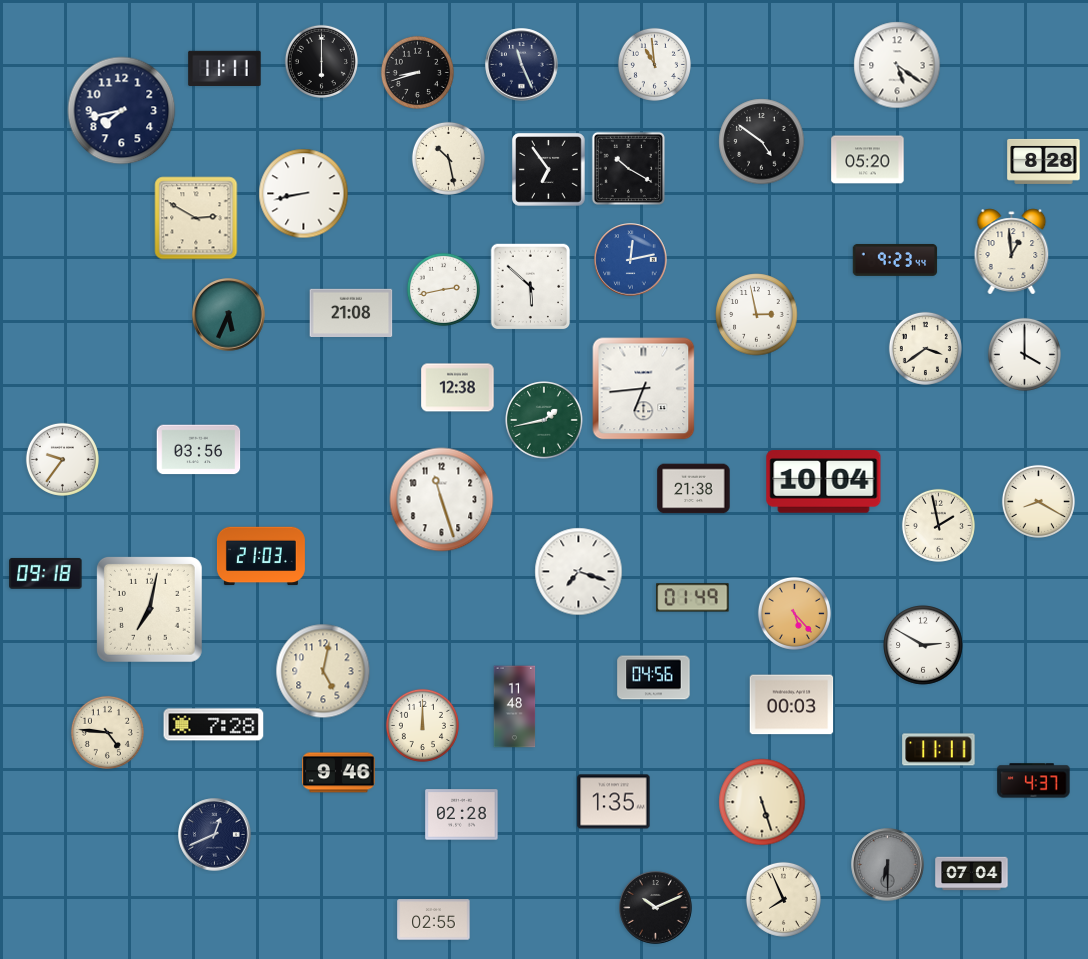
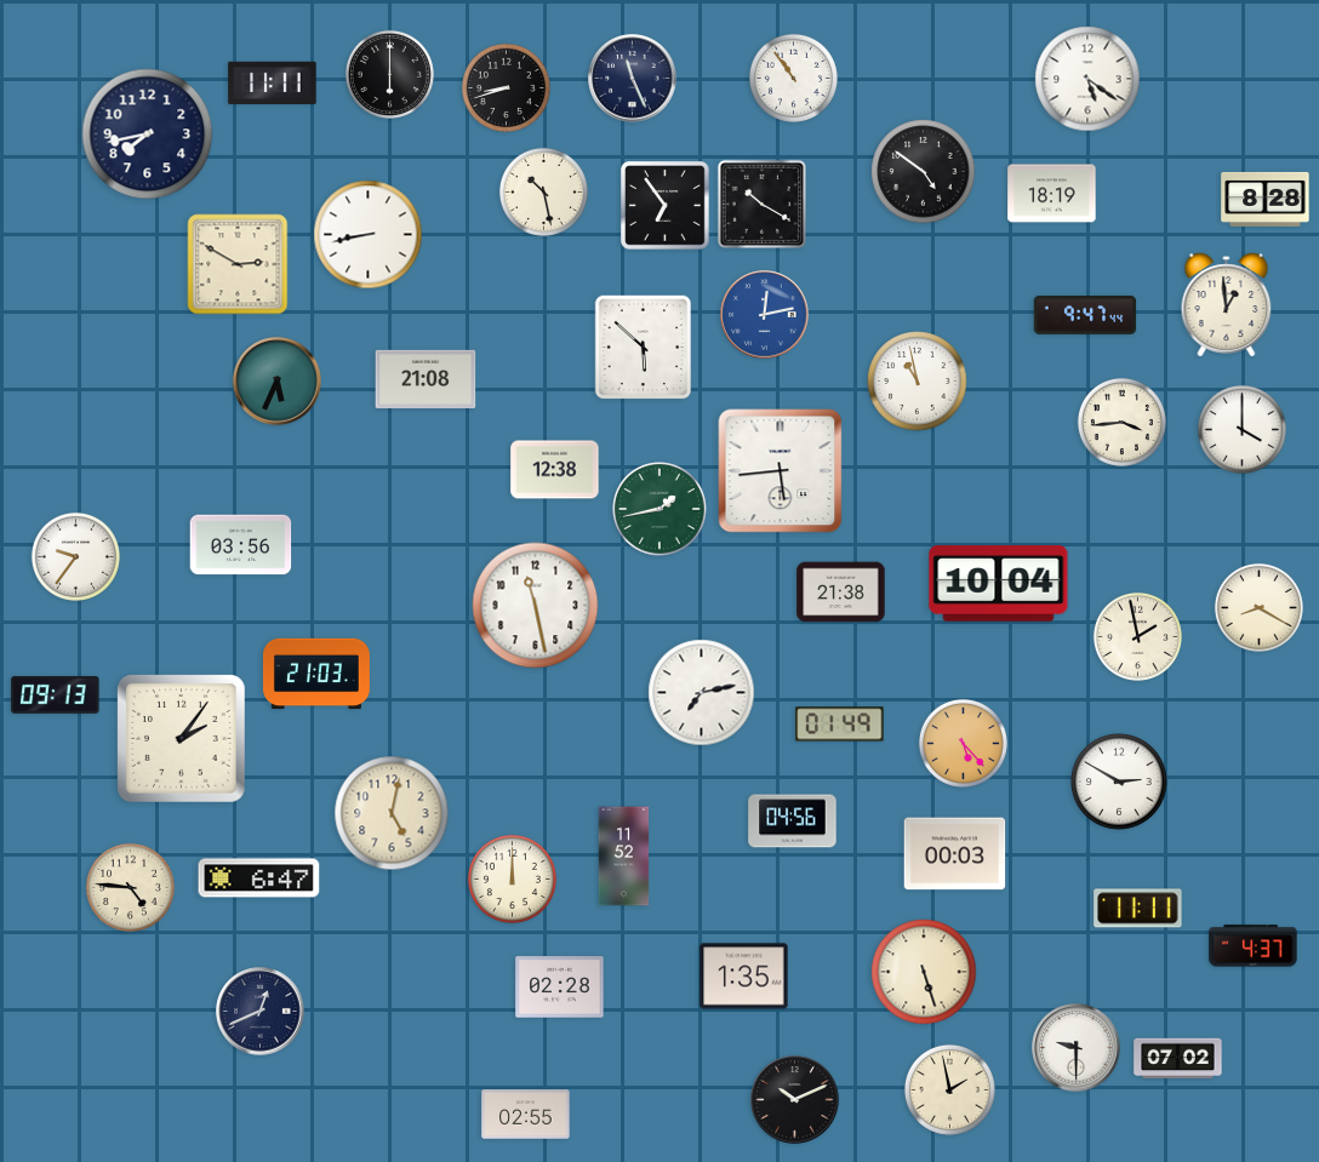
clock at (654, 64): 10:59 -> 10:54
clock at (868, 160): 05:20 -> 18:19
clock at (1044, 161) position: (1044, 161) -> (1266, 199)
clock at (895, 260): 9:23 -> 9:47
clock at (443, 289): 2:43 -> none
clock at (757, 315): 2:58 -> 10:58
clock at (925, 348): 3:39 -> 3:44
clock at (644, 389): 6:44 -> 5:44
clock at (442, 500): 11:27 -> 11:28
clock at (579, 572): 7:18 -> 7:13
clock at (46, 574): 09:18 -> 09:13
clock at (149, 609): 7:02 -> 2:06
clock at (792, 705) position: (792, 705) -> (955, 854)
clock at (515, 707): 11:48 -> 11:52
clock at (214, 725): 7:28 -> 6:47
clock at (339, 773): 9:46 -> none
clock at (614, 802) position: (614, 802) -> (744, 977)
clock at (888, 865): 6:30 -> 9:30
clock at (888, 865) dial: grey -> white
clock at (972, 874): 07:04 -> 07:02
clock at (783, 899): 7:56 -> 1:58
